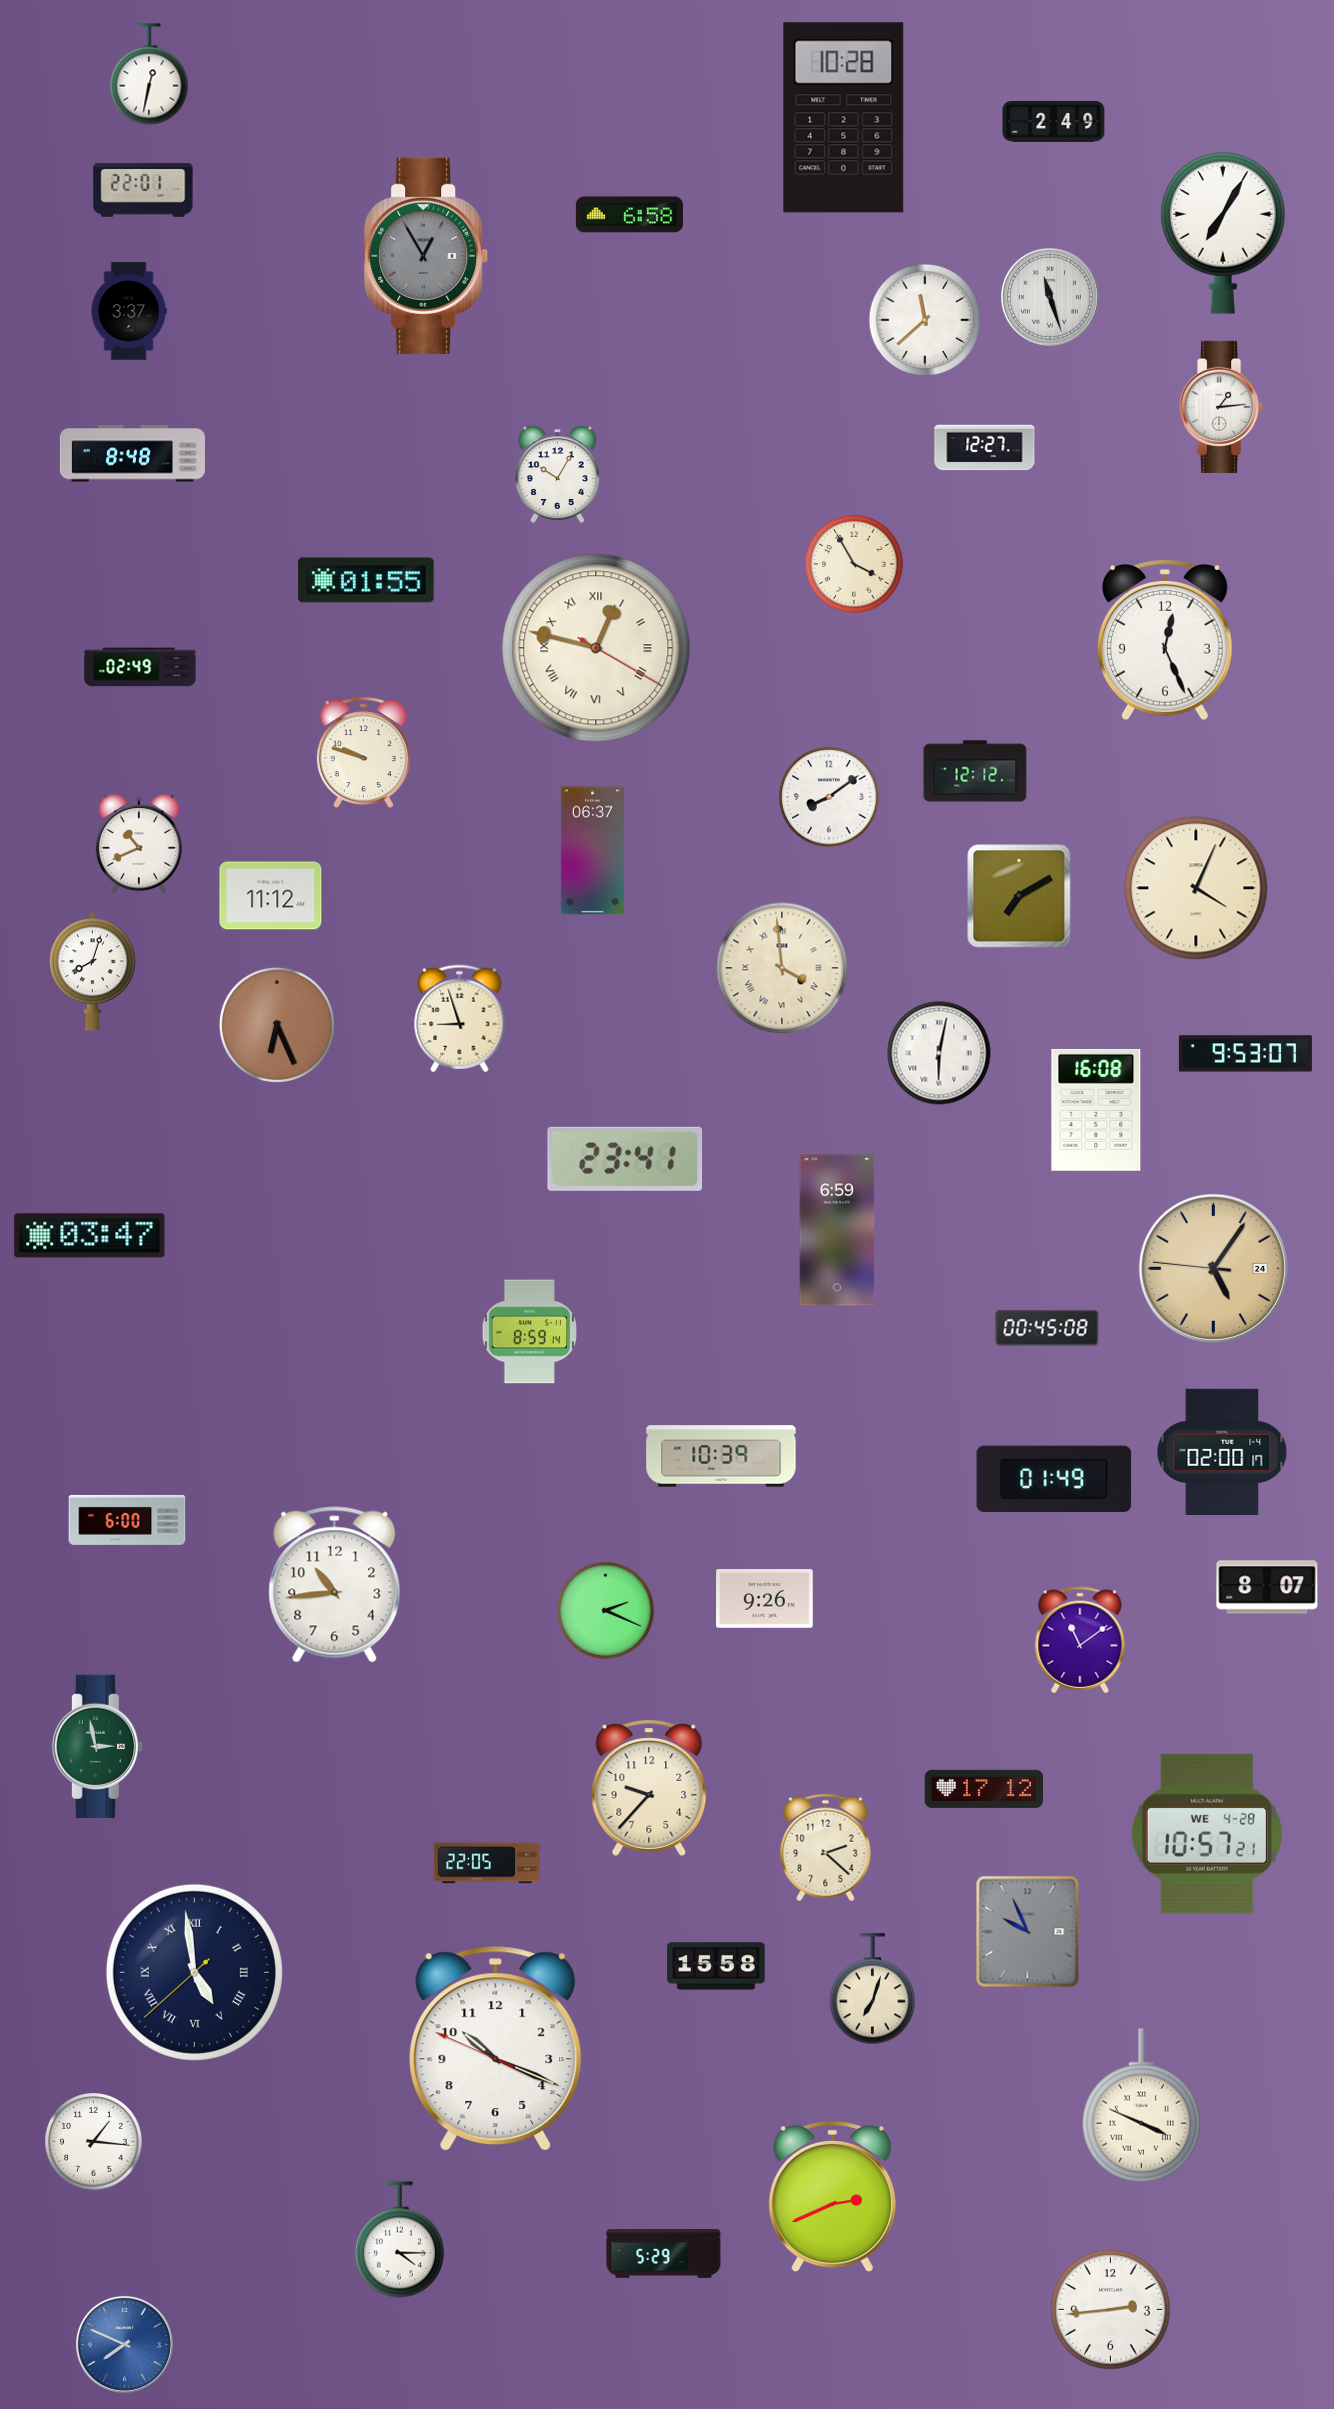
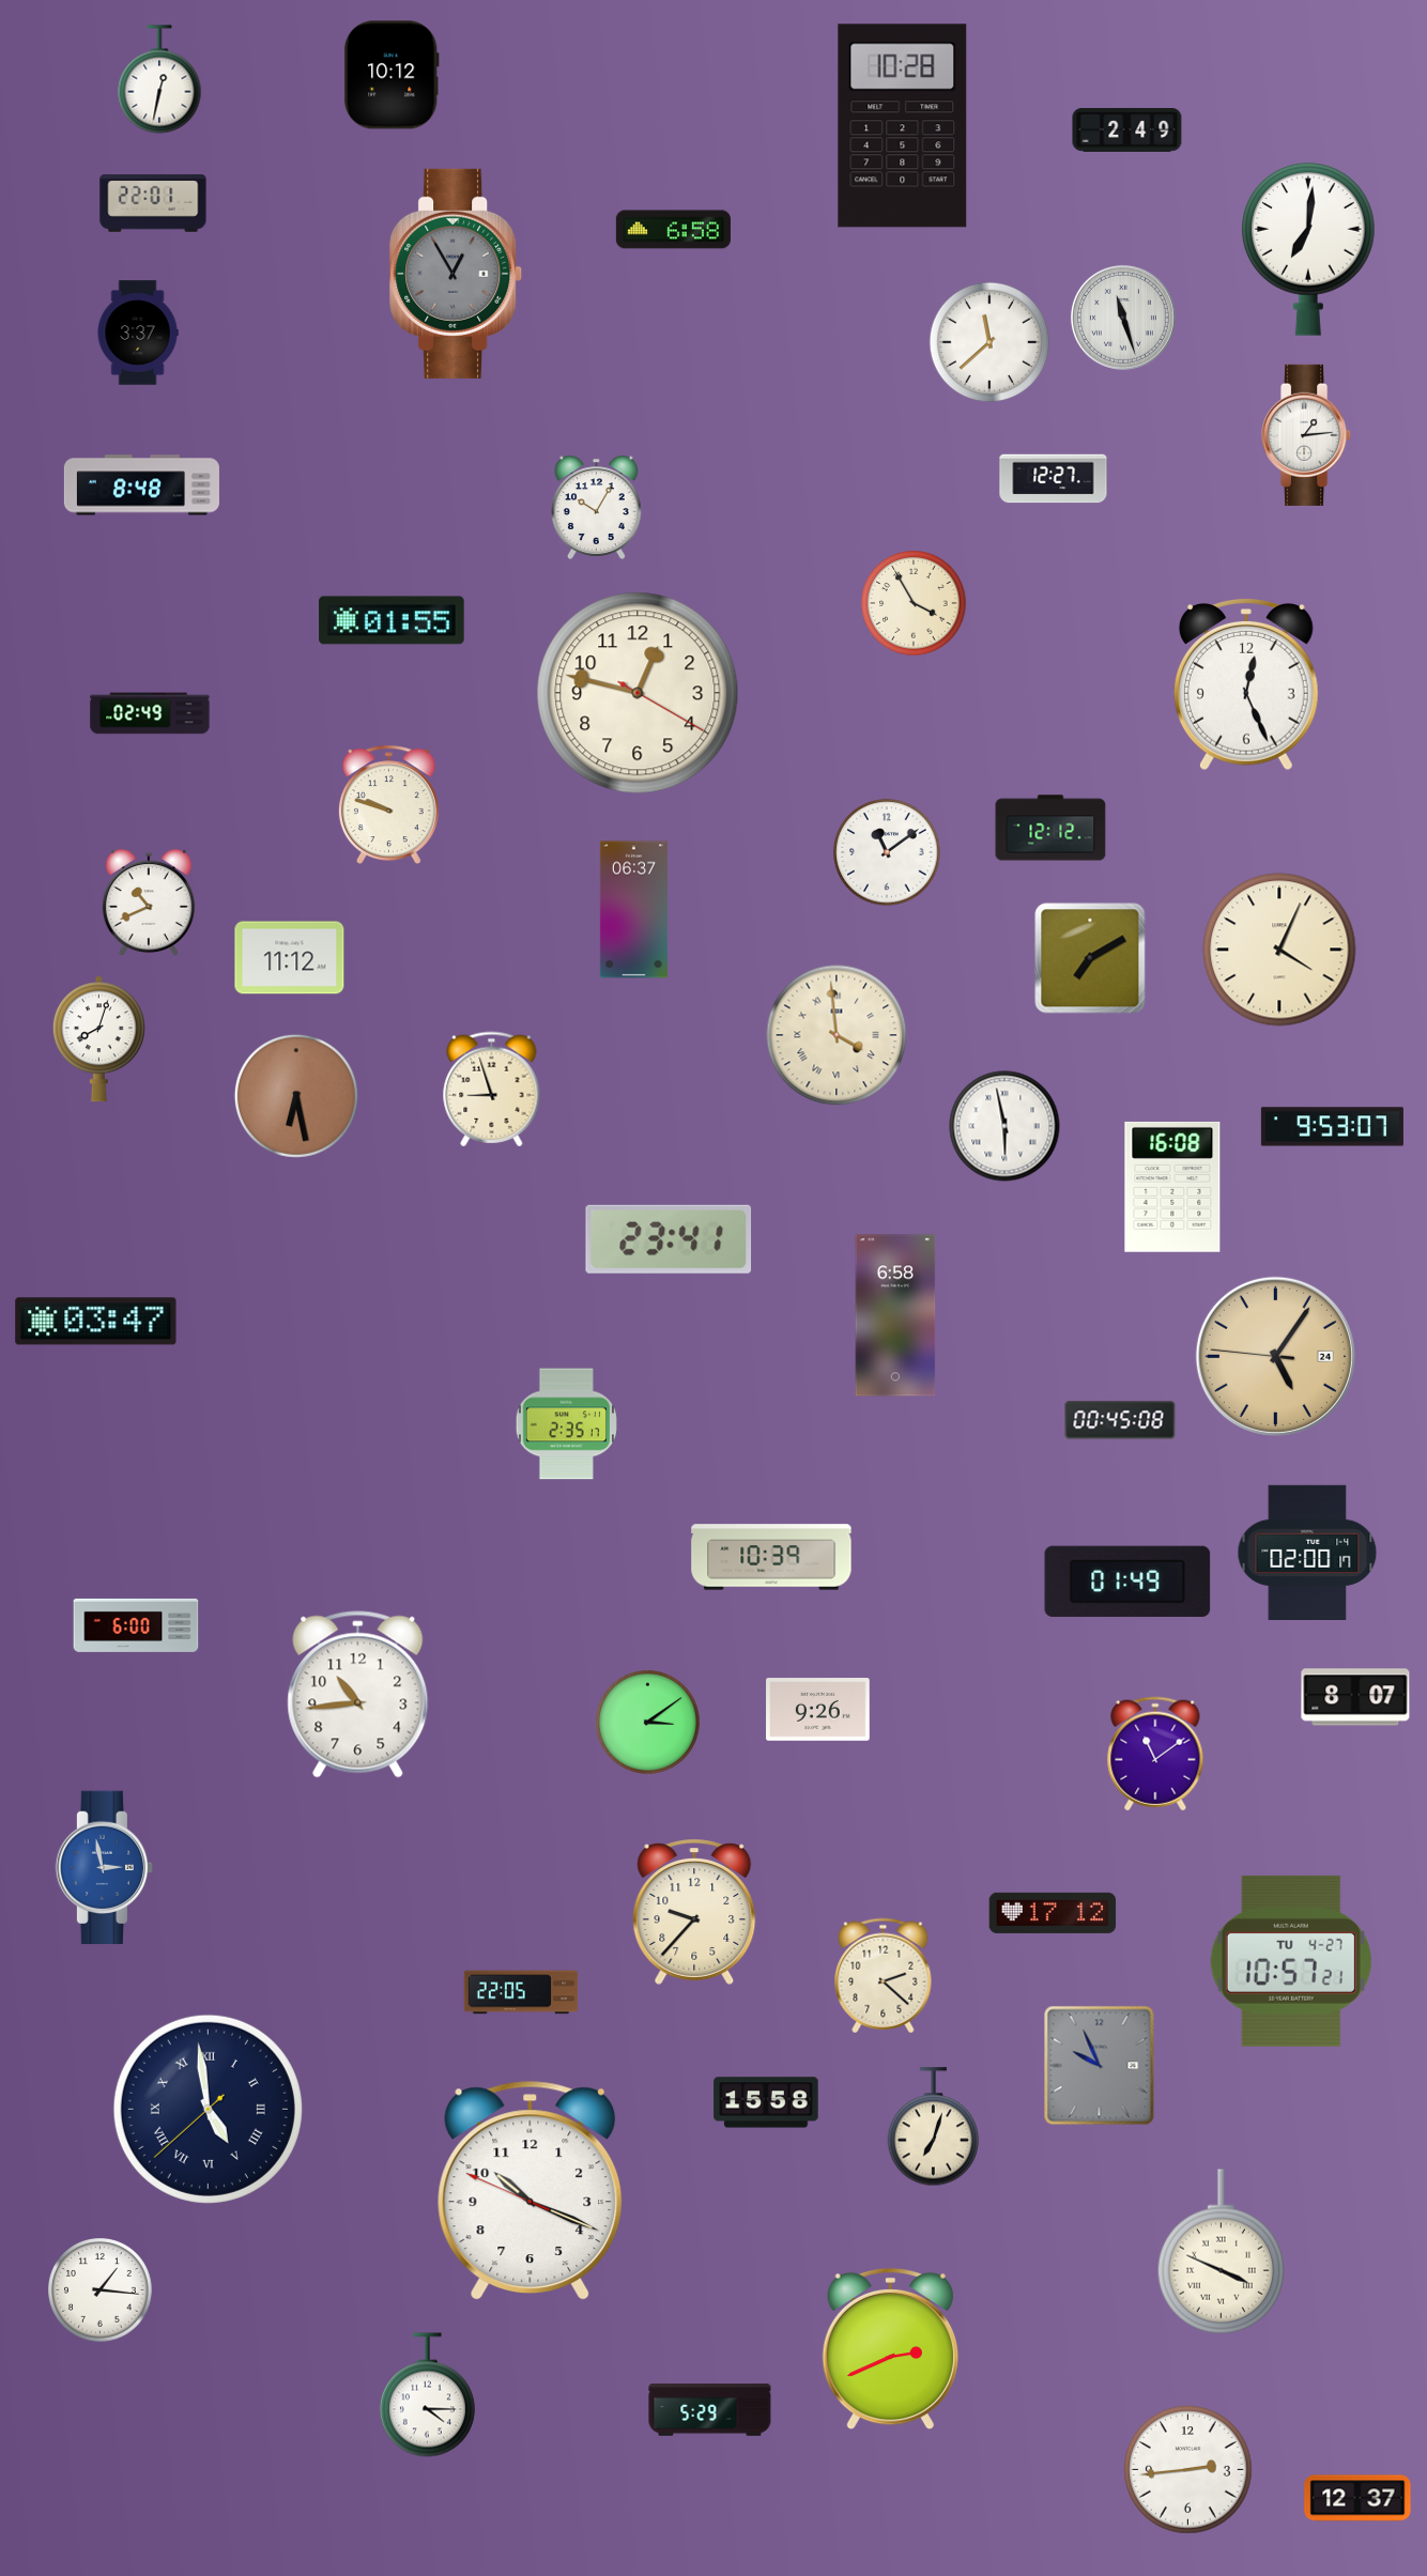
clock at (392, 75): none -> 10:12
clock at (1224, 234): 7:05 -> 7:01
clock at (596, 648) numerals: Roman -> Arabic
clock at (975, 771) position: (975, 771) -> (1050, 828)
clock at (829, 797): 8:09 -> 11:09
clock at (277, 1025): 6:26 -> 6:28
clock at (939, 1053): 6:02 -> 5:58
clock at (837, 1230): 6:59 -> 6:58
clock at (1213, 1268) position: (1213, 1268) -> (1275, 1356)
clock at (529, 1332): 8:59 -> 2:35
clock at (606, 1611): 2:19 -> 3:09
clock at (98, 1747) dial: green -> blue
clock at (1207, 1834) date: WE 4-28 -> TU 4-27
clock at (1357, 2498): none -> 12:37
clock at (124, 2344): 7:49 -> none
